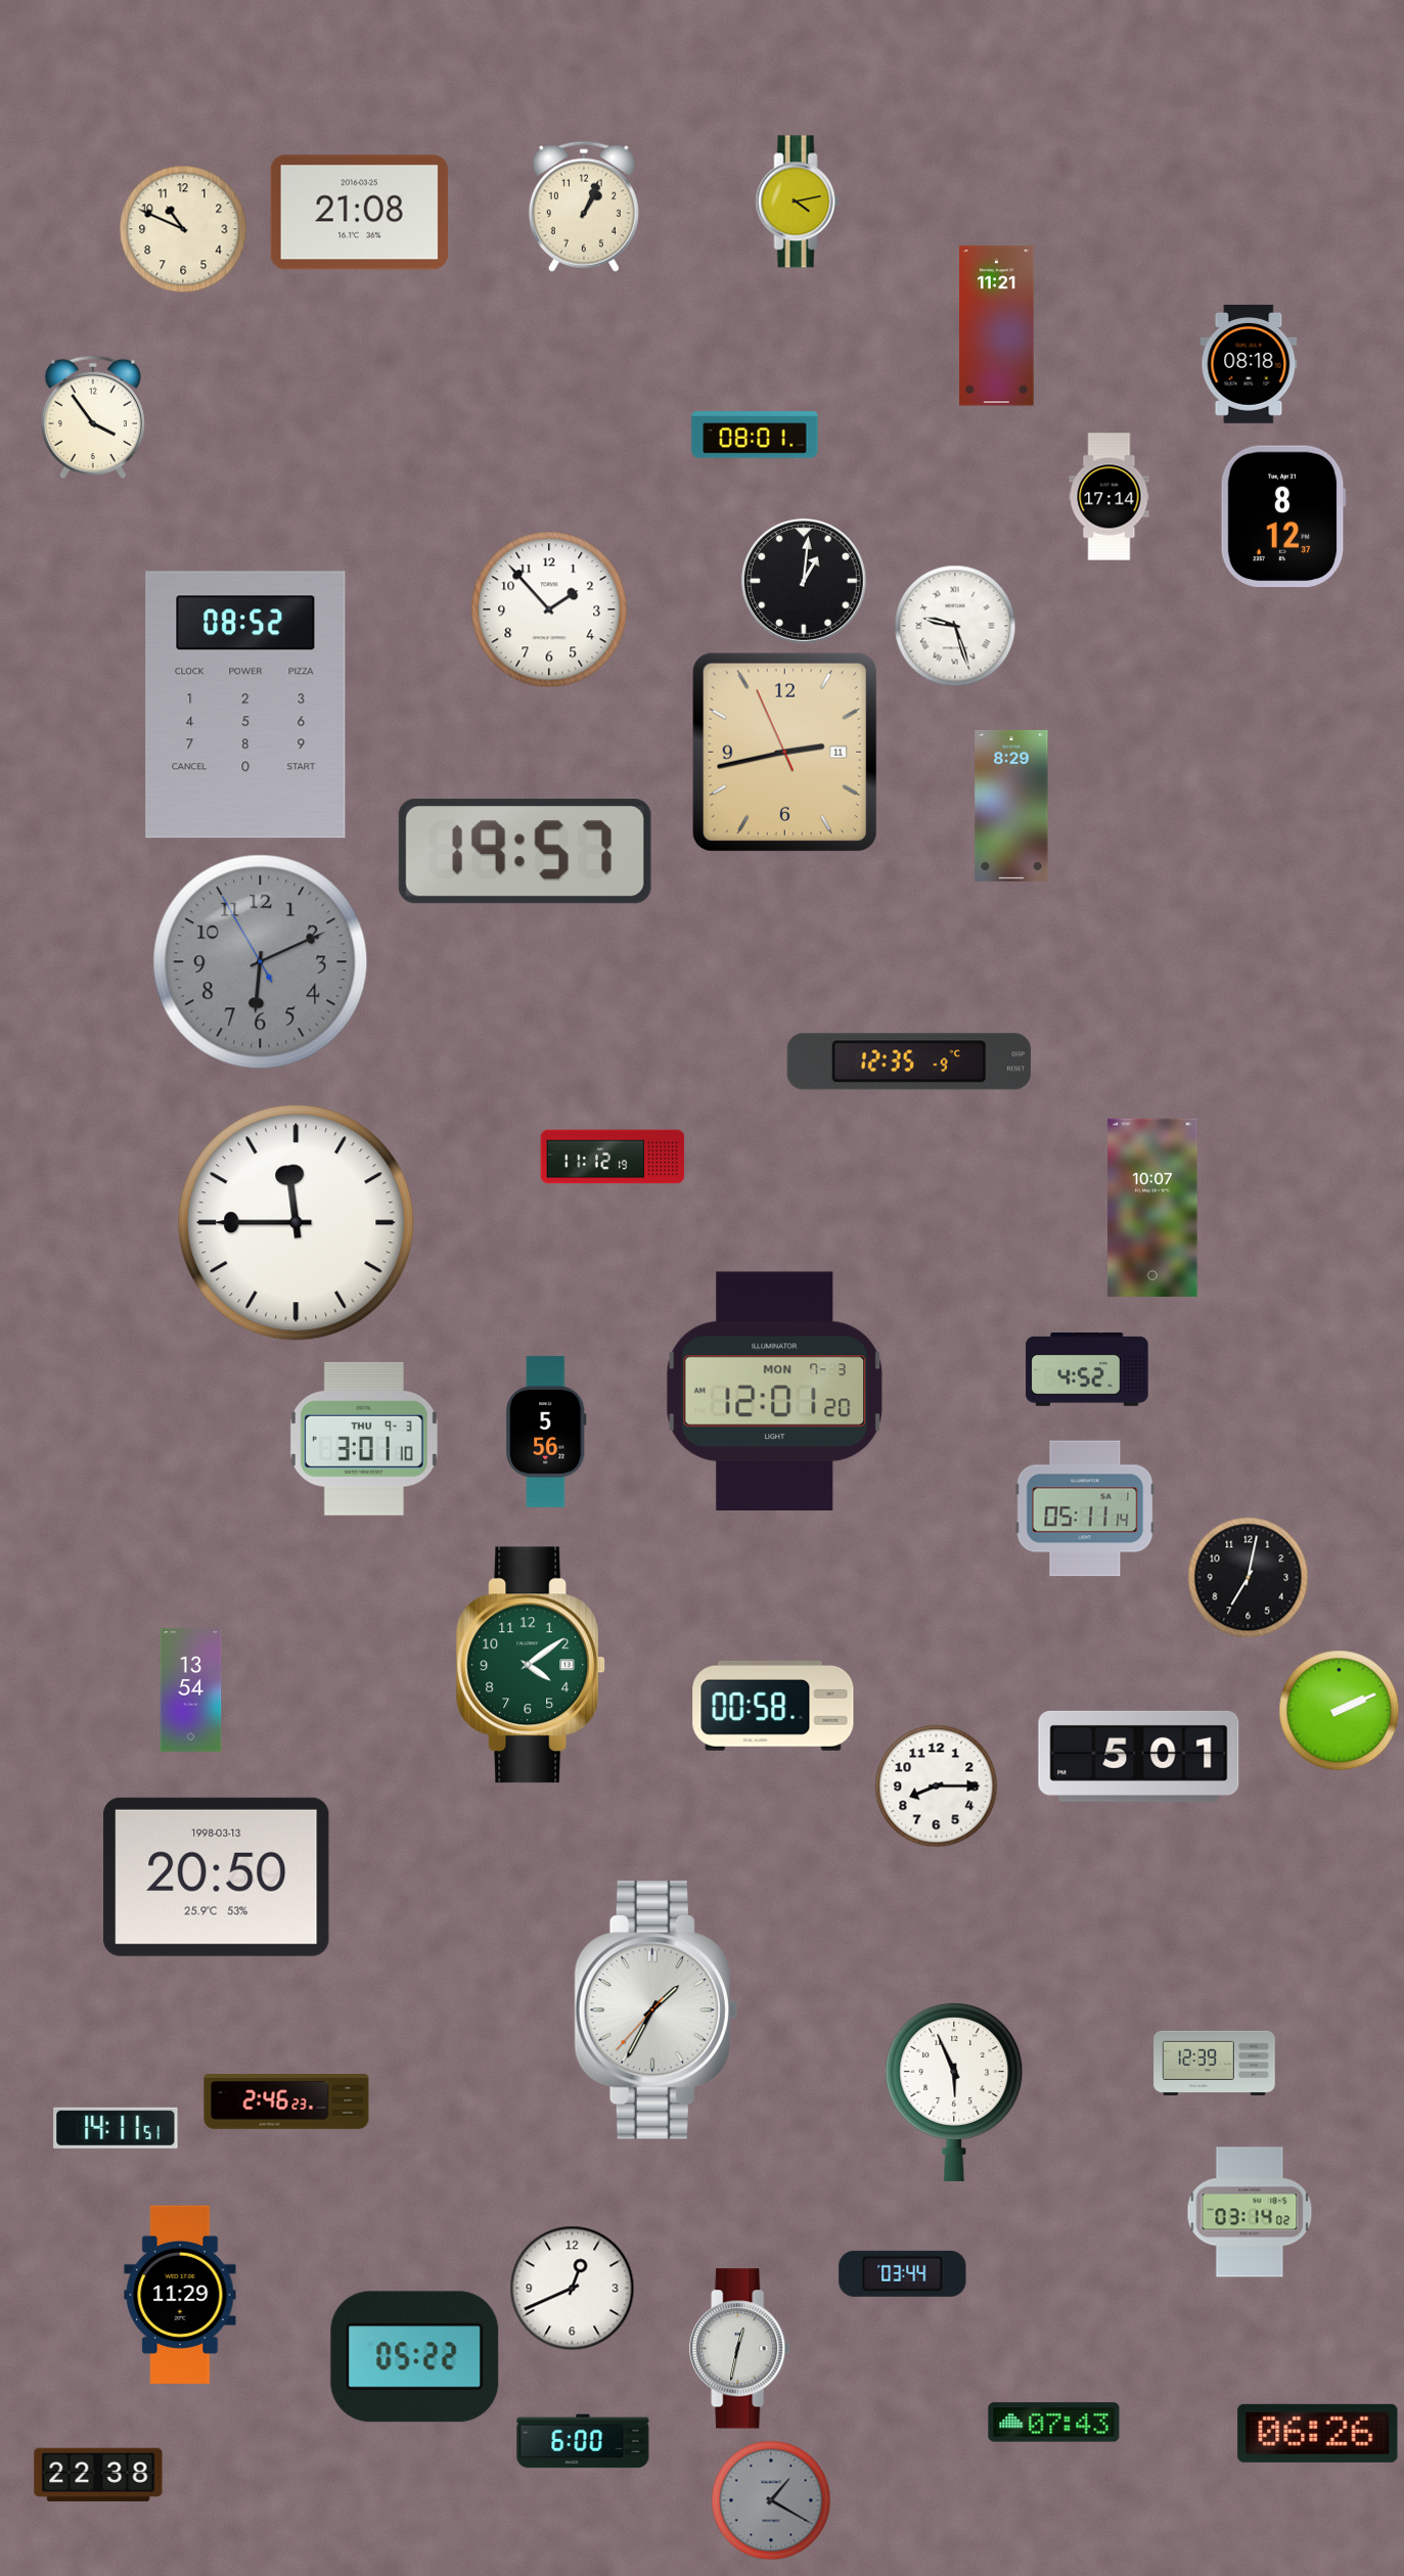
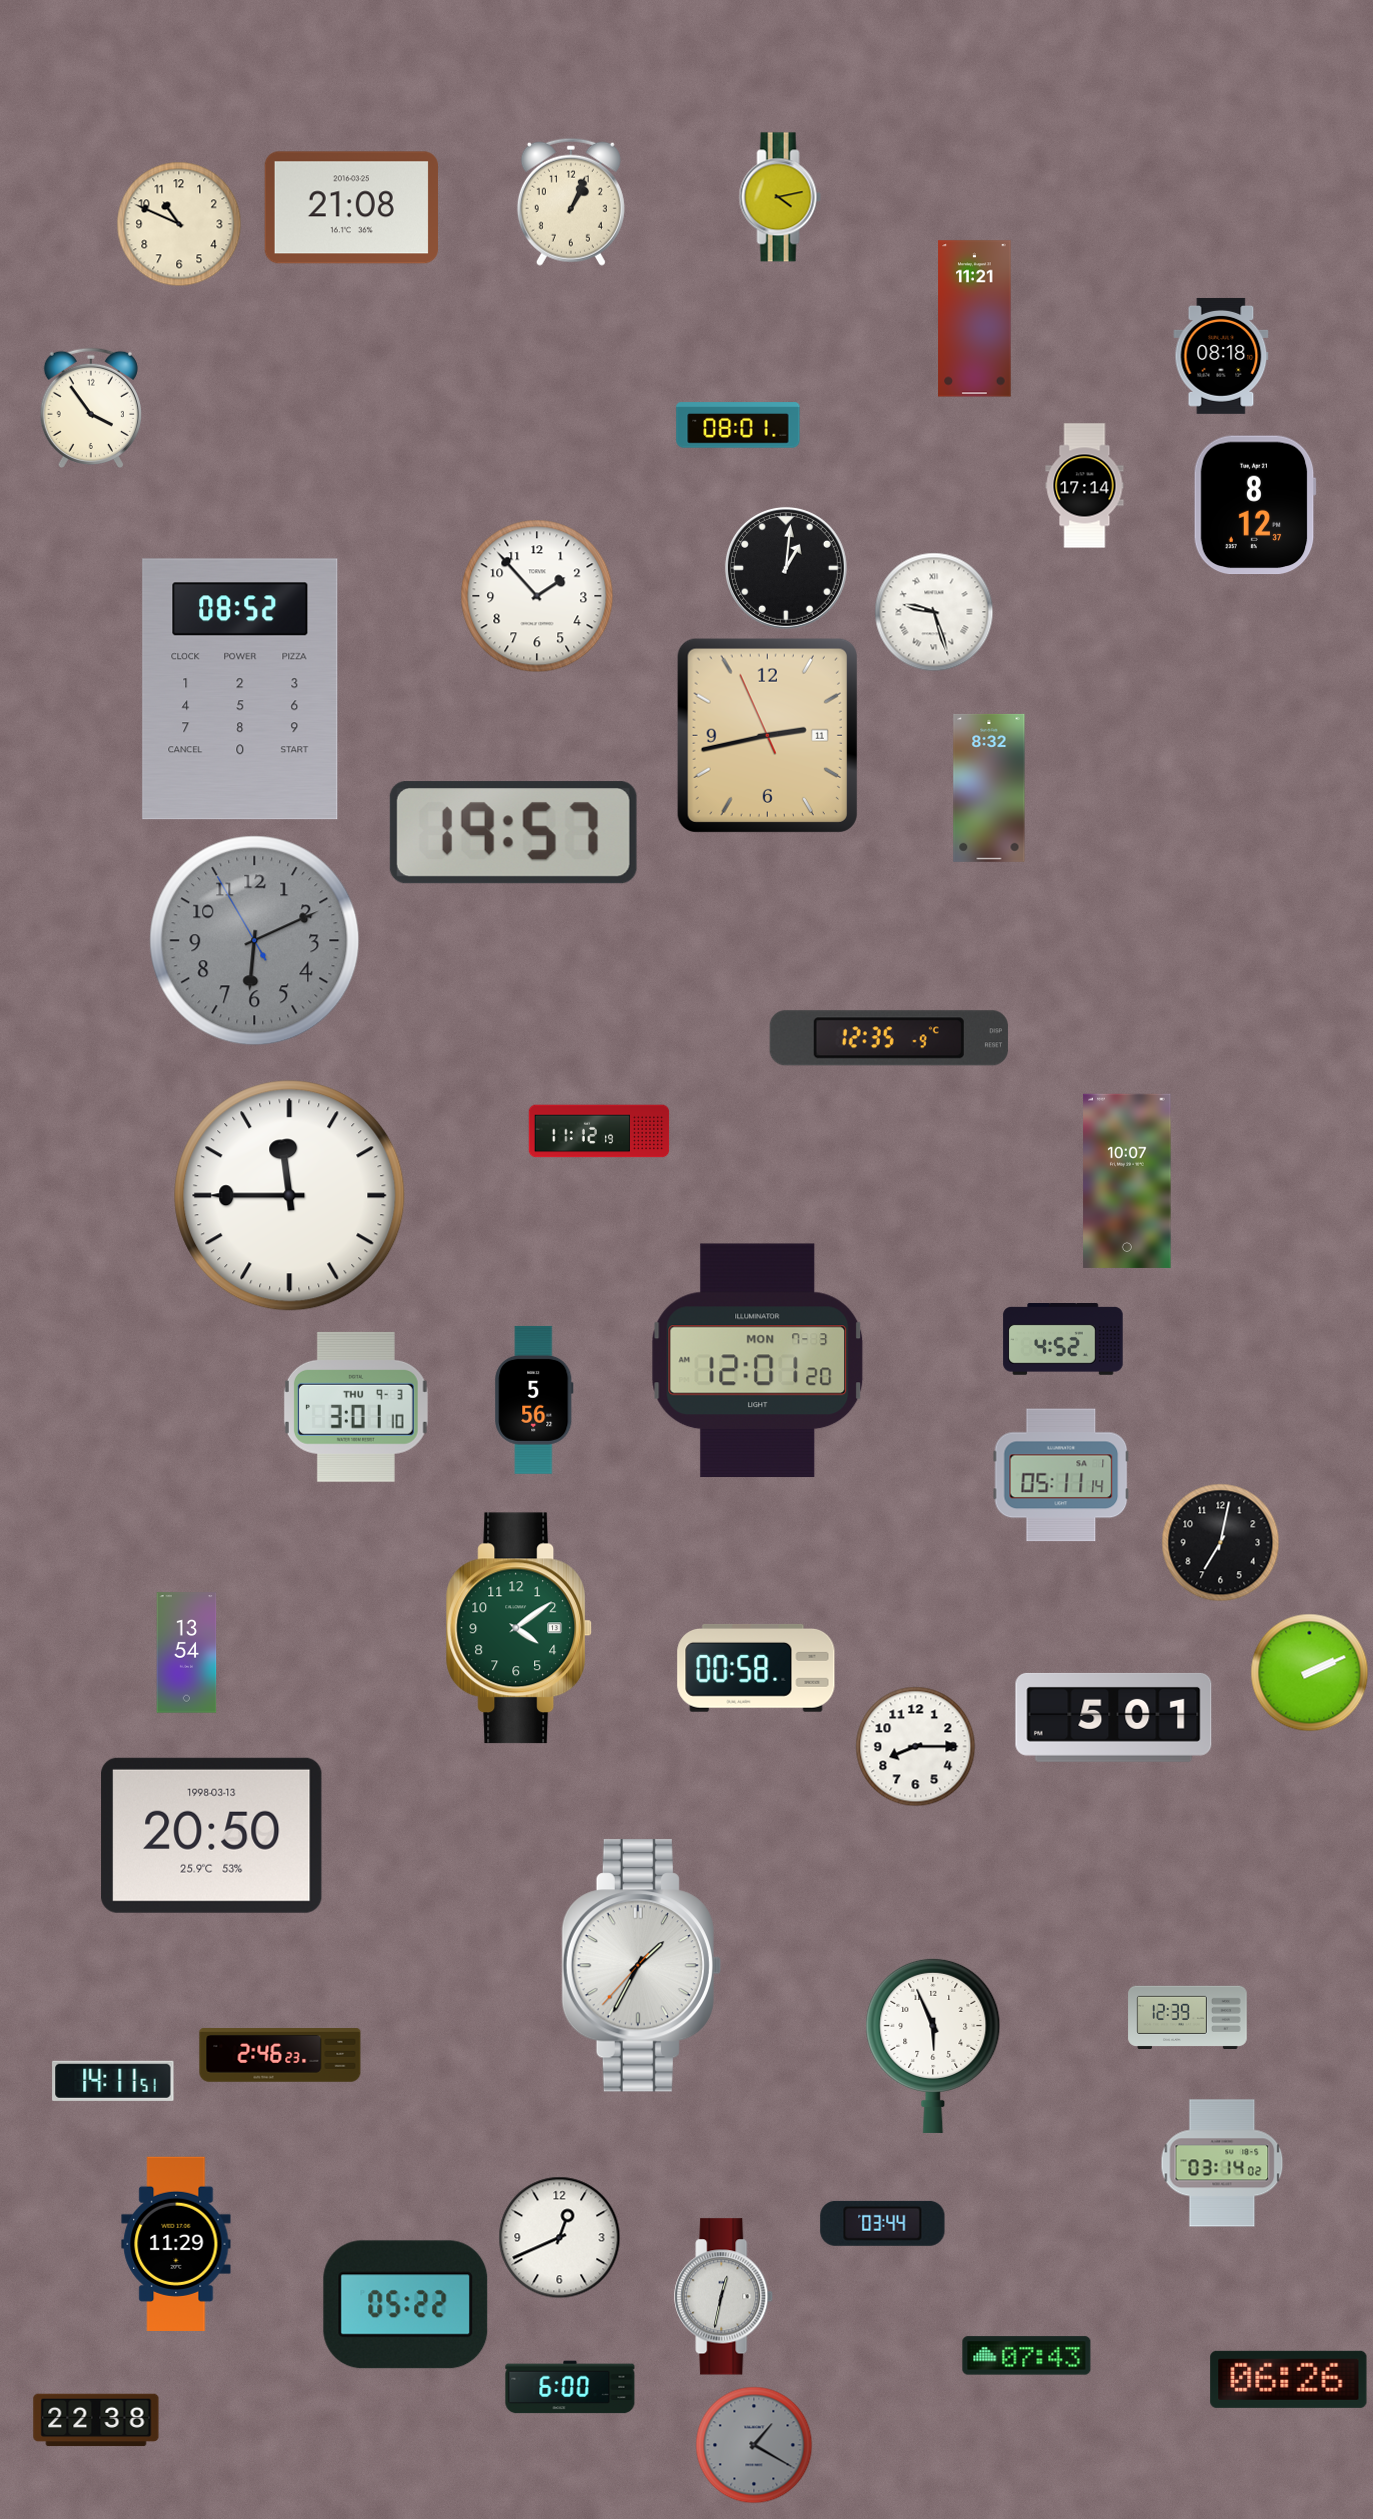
clock at (1011, 806): 8:29 -> 8:32
clock at (1054, 2423) position: (1054, 2423) -> (1027, 2356)
